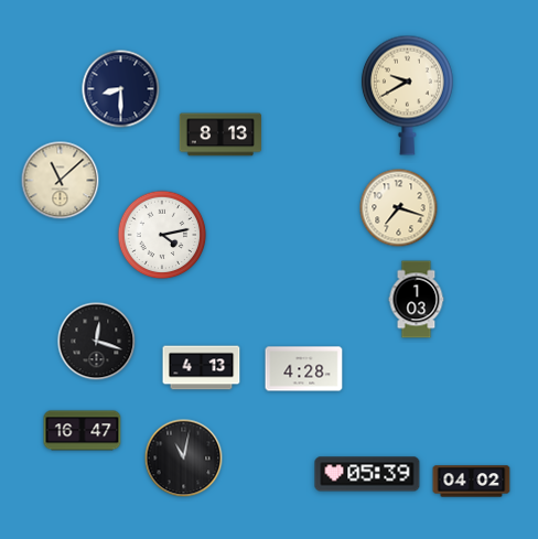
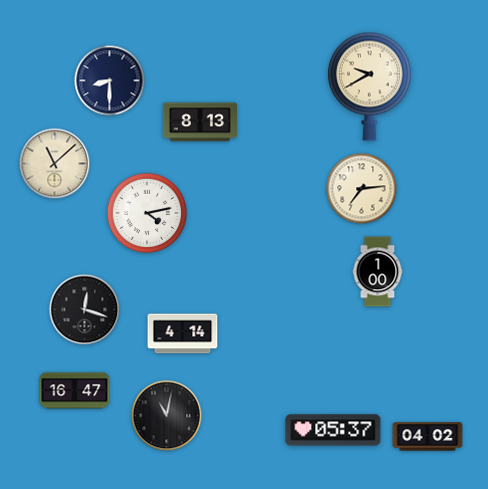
clock at (399, 208): 7:18 -> 7:14
clock at (417, 300): 1:03 -> 1:00
clock at (97, 342) position: (97, 342) -> (85, 310)
clock at (202, 368): 4:13 -> 4:14
clock at (304, 369): 4:28 -> none
clock at (367, 474): 05:39 -> 05:37
